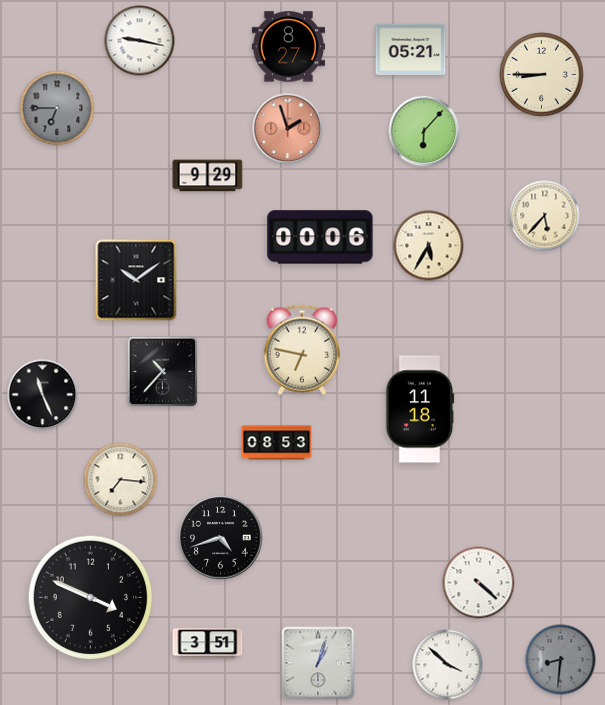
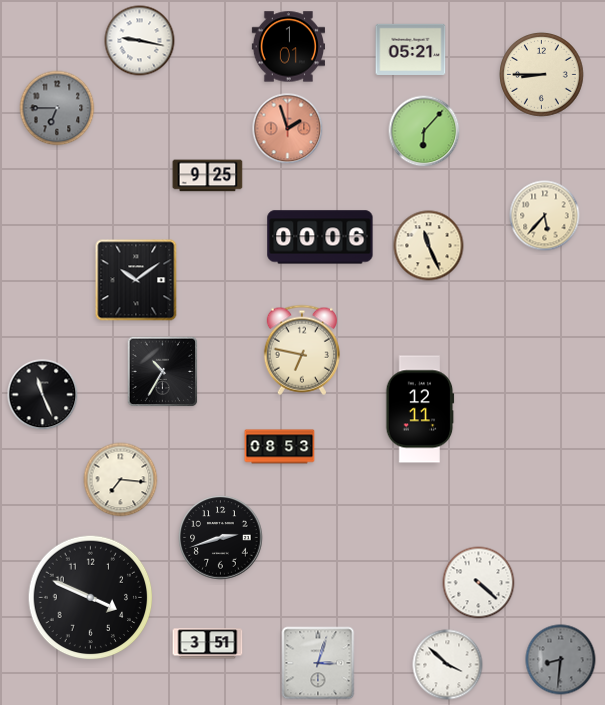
clock at (288, 47): 8:27 -> 1:01
clock at (208, 176): 9:29 -> 9:25
clock at (429, 246): 5:35 -> 11:26
clock at (163, 372): 10:37 -> 10:35
clock at (420, 409): 11:18 -> 12:11
clock at (277, 443) position: (277, 443) -> (280, 447)
clock at (221, 538): 4:42 -> 2:42
clock at (318, 663): 1:03 -> 3:03
